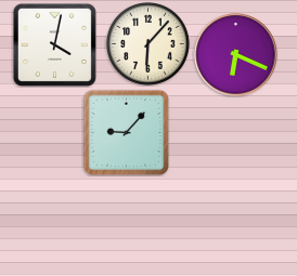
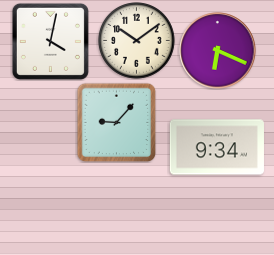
clock at (148, 44): 6:07 -> 10:09
clock at (217, 147): none -> 9:34
